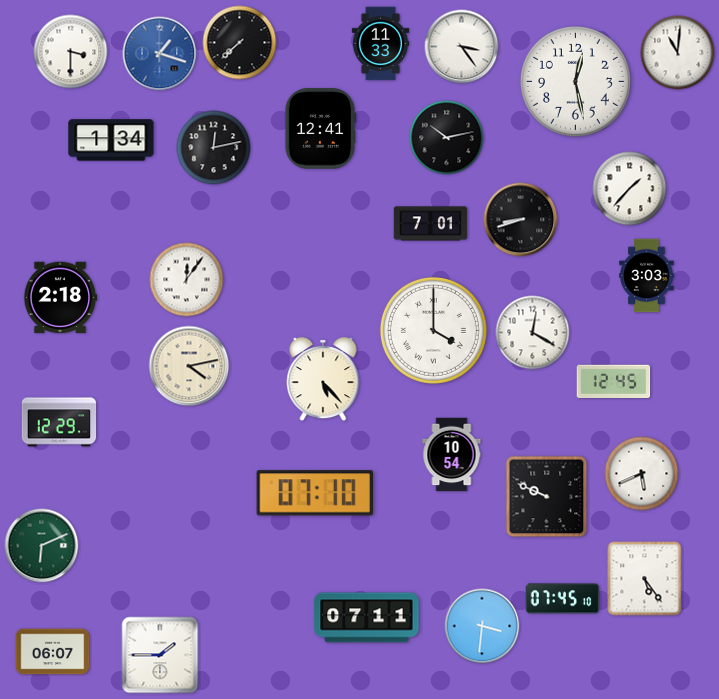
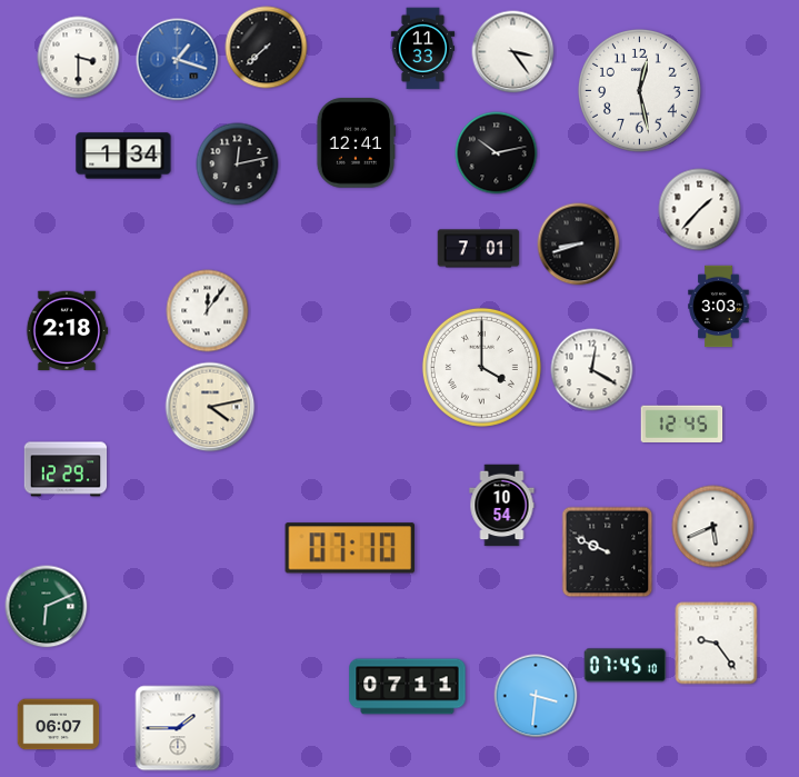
clock at (678, 53): 11:01 -> none
clock at (323, 380): 5:23 -> none
clock at (645, 579): 5:24 -> 9:24
